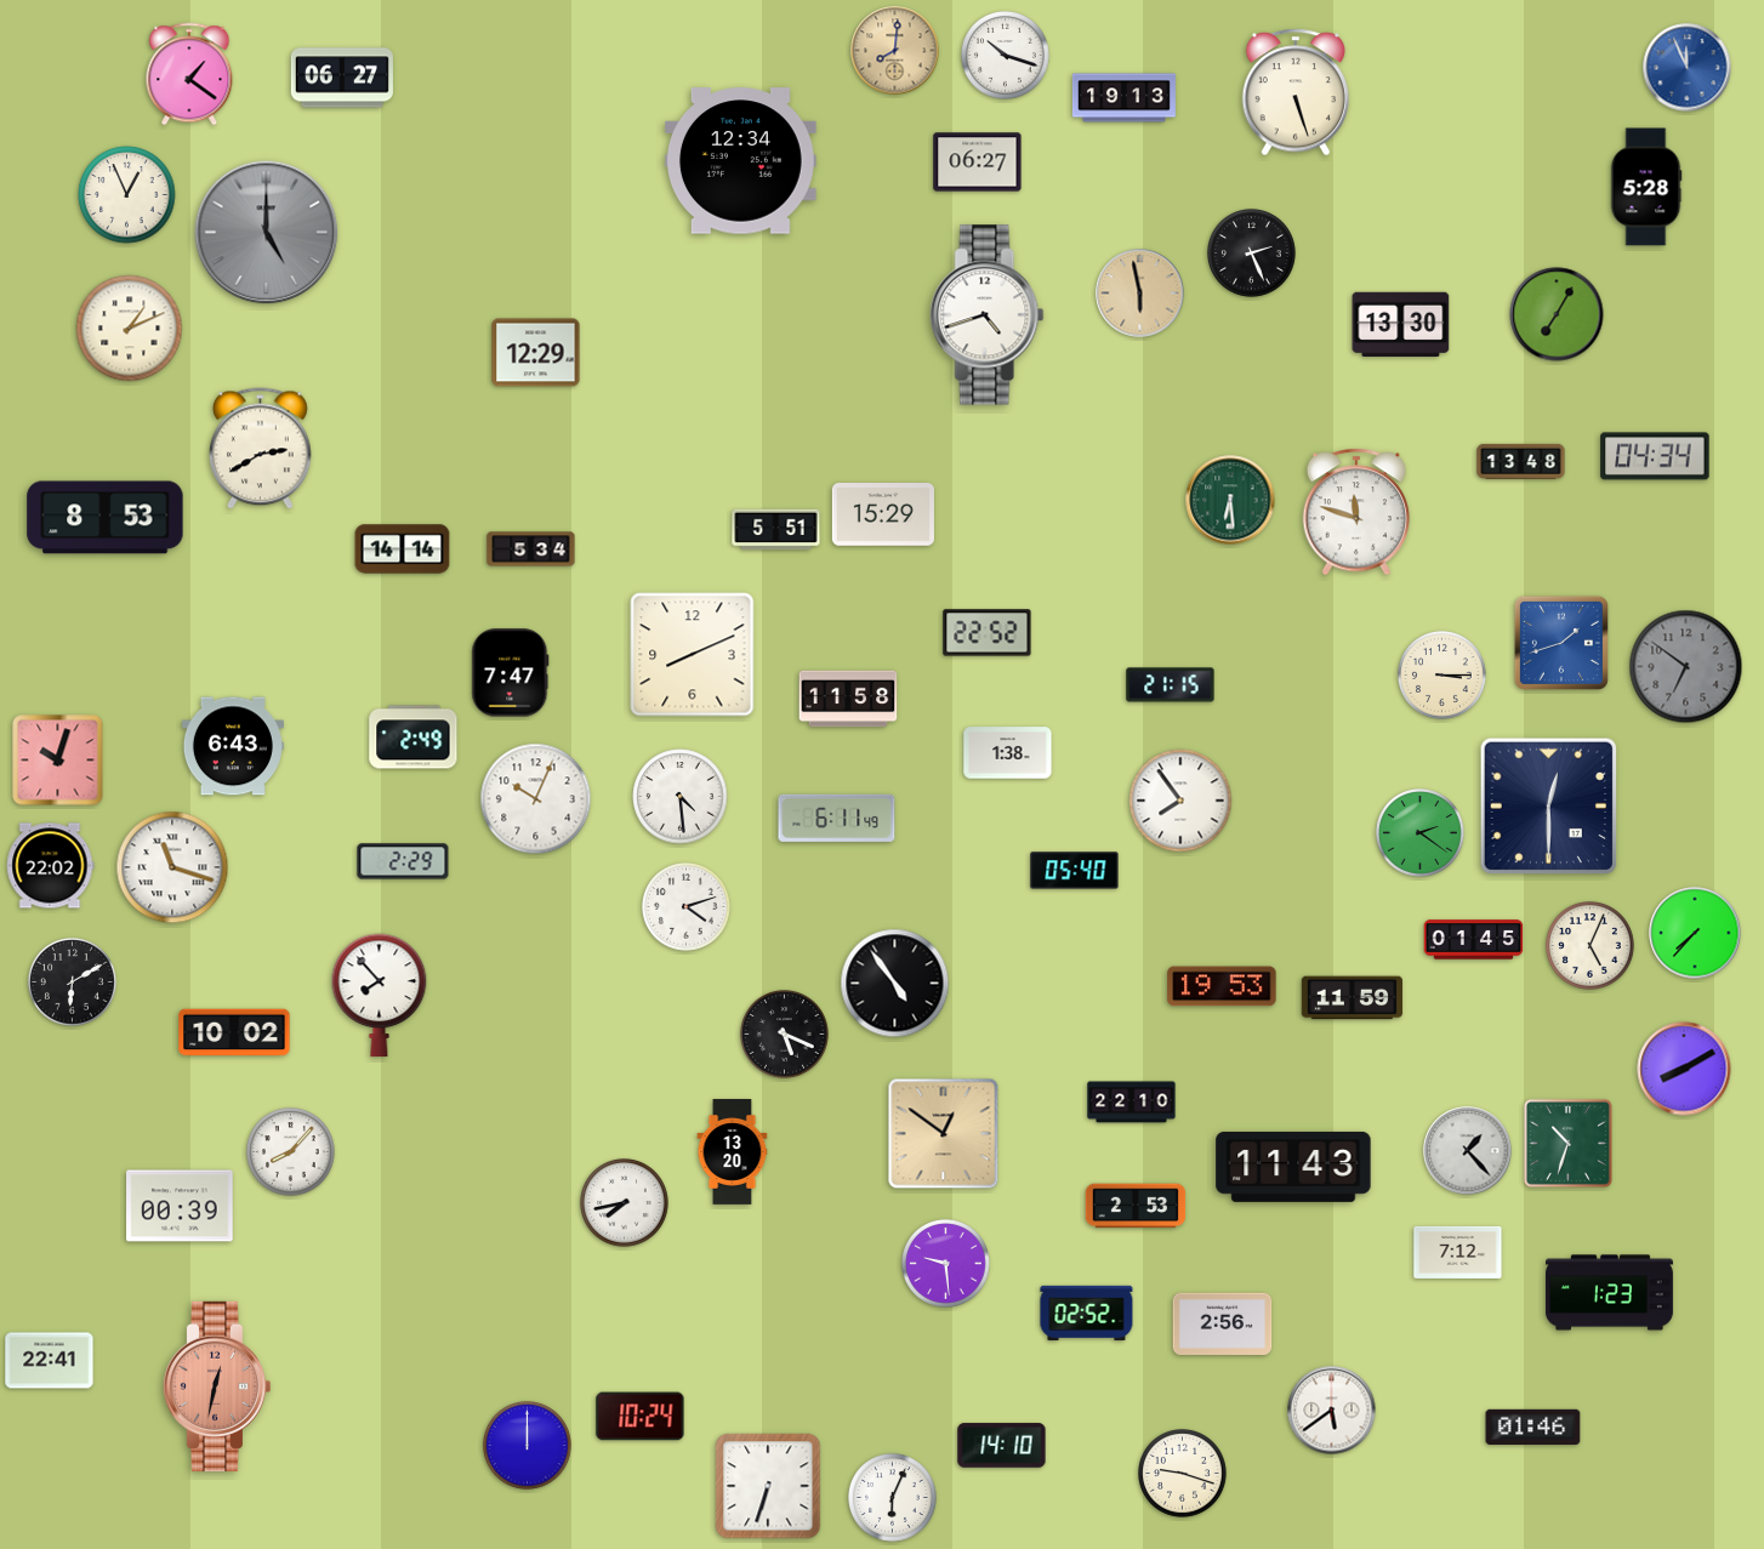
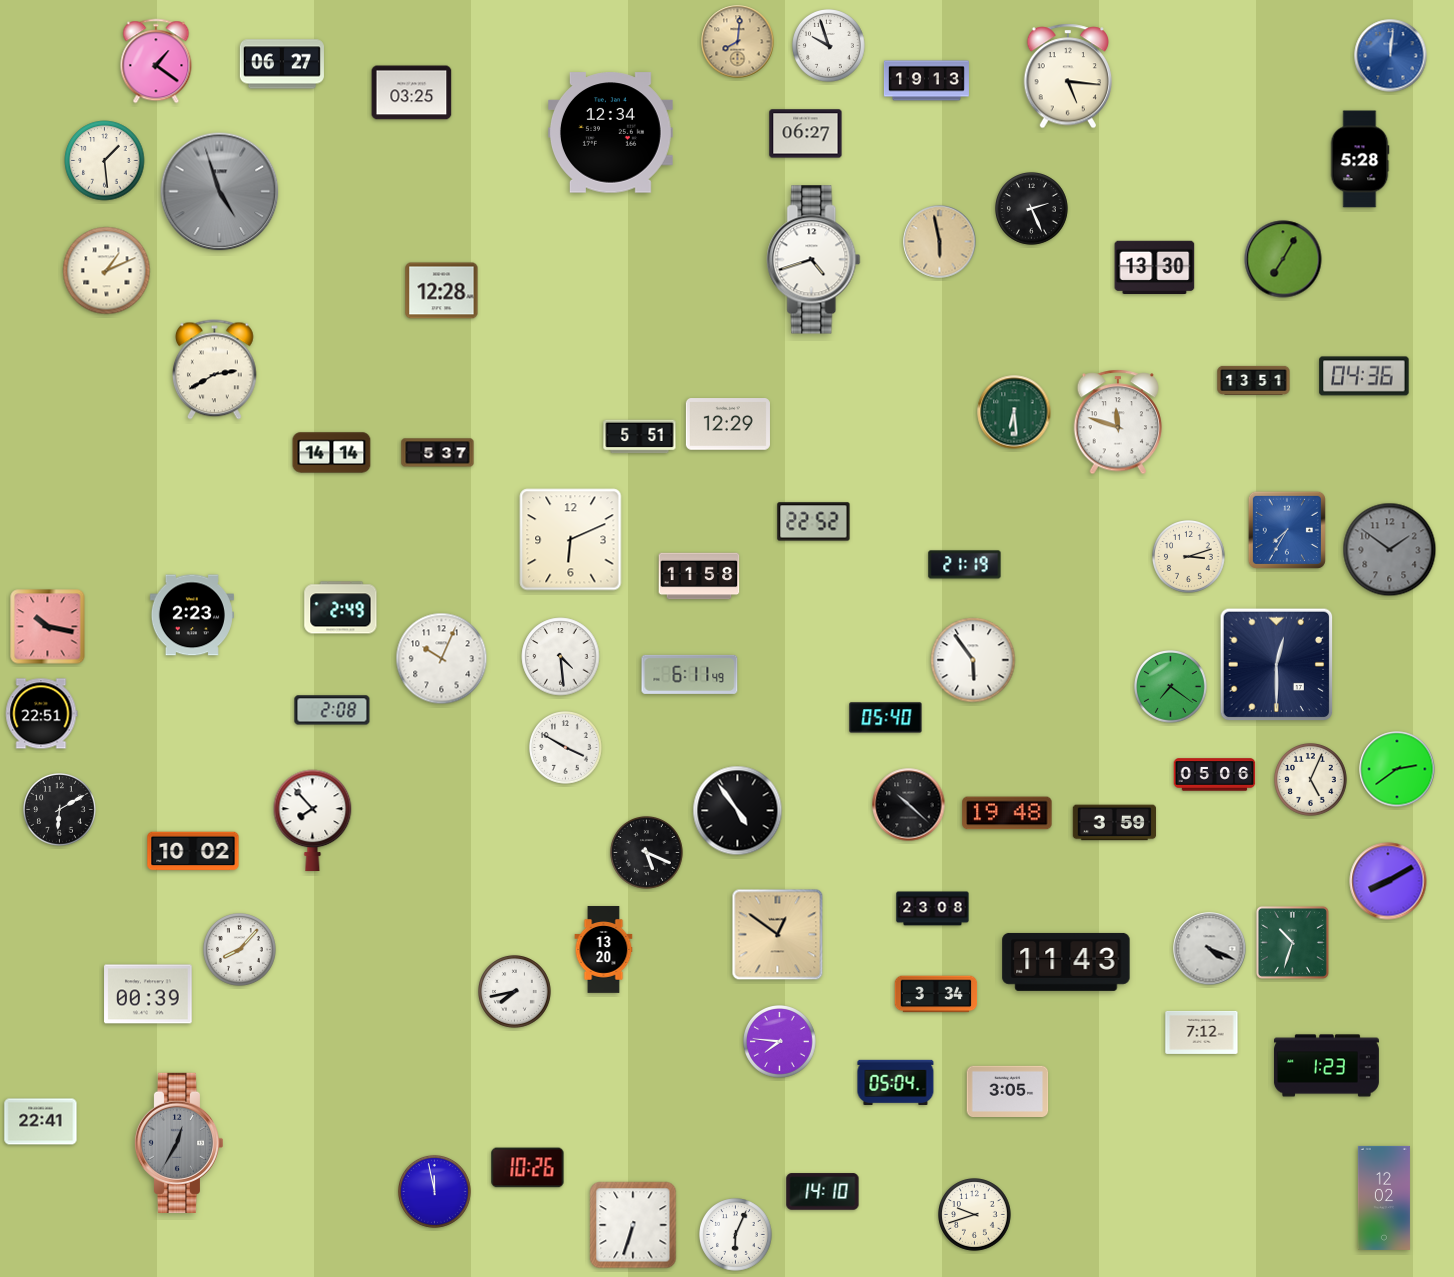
clock at (1006, 56): 10:18 -> 9:57
clock at (1688, 68): 11:56 -> 12:01
clock at (1296, 92): 5:27 -> 5:16
clock at (412, 93): none -> 03:25
clock at (1646, 187) position: (1646, 187) -> (1360, 159)
clock at (127, 195): 12:56 -> 1:29
clock at (267, 233): 5:00 -> 4:57
clock at (536, 353): 12:29 -> 12:28
clock at (1655, 456): 04:34 -> 04:36
clock at (1521, 461): 13:48 -> 13:51
clock at (883, 514): 15:29 -> 12:29
clock at (106, 518): 8:53 -> none
clock at (531, 549): 5:34 -> 5:37
clock at (1561, 643): 1:42 -> 7:35
clock at (693, 655): 8:11 -> 6:11
clock at (1686, 667): 6:51 -> 1:51
clock at (511, 673): 7:47 -> none
clock at (1443, 676): 3:15 -> 3:12
clock at (1171, 685): 21:15 -> 21:19
clock at (233, 746): 6:43 -> 2:23
clock at (1008, 753): 1:38 -> none
clock at (58, 761): 10:03 -> 10:17
clock at (1180, 801): 7:54 -> 5:54
clock at (1421, 833): 2:21 -> 7:21
clock at (403, 861): 2:29 -> 2:08
clock at (51, 866): 22:02 -> 22:51
clock at (172, 867): 11:18 -> none
clock at (687, 907): 4:12 -> 3:50
clock at (1695, 933): 7:37 -> 2:39
clock at (1474, 940): 01:45 -> 05:06
clock at (909, 805): none -> 10:22
clock at (1222, 986): 19:53 -> 19:48
clock at (1352, 998): 11:59 -> 3:59
clock at (1132, 1103): 22:10 -> 23:08
clock at (1468, 1151): 1:23 -> 4:19
clock at (1136, 1206): 2:53 -> 3:34
clock at (946, 1264): 9:29 -> 7:46
clock at (1087, 1312): 02:52 -> 05:04
clock at (1223, 1323): 2:56 -> 3:05
clock at (216, 1386): 12:32 -> 12:35
clock at (216, 1386) dial: salmon -> grey
clock at (1332, 1411): 5:39 -> none
clock at (641, 1417): 10:24 -> 10:26
clock at (1533, 1428): 01:46 -> none
clock at (528, 1446): 12:00 -> 11:58
clock at (1002, 1446) position: (1002, 1446) -> (823, 1192)
clock at (1384, 1198): none -> 12:02
clock at (1183, 1474): 9:18 -> 9:42
